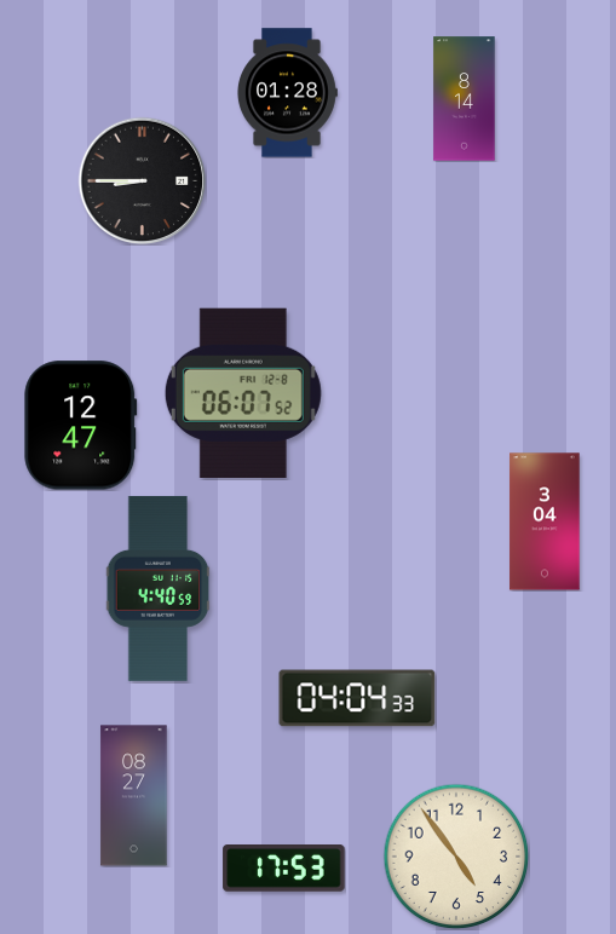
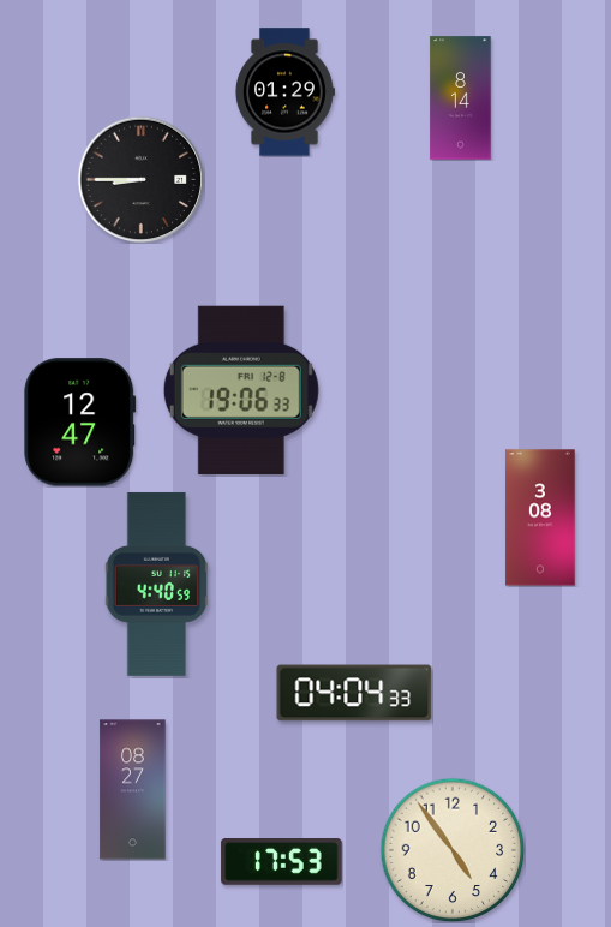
clock at (288, 93): 01:28 -> 01:29
clock at (243, 393): 06:07 -> 19:06
clock at (545, 521): 3:04 -> 3:08
